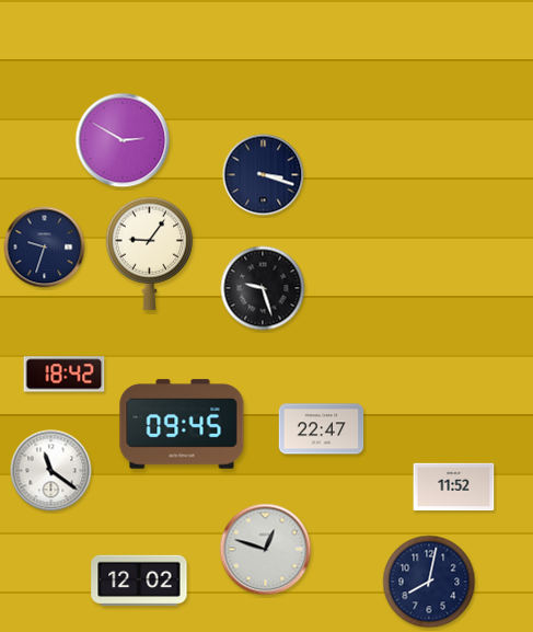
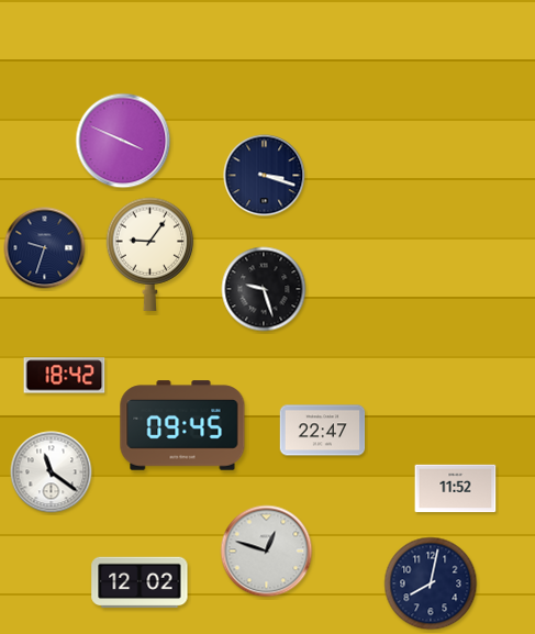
clock at (123, 140): 2:50 -> 3:49
